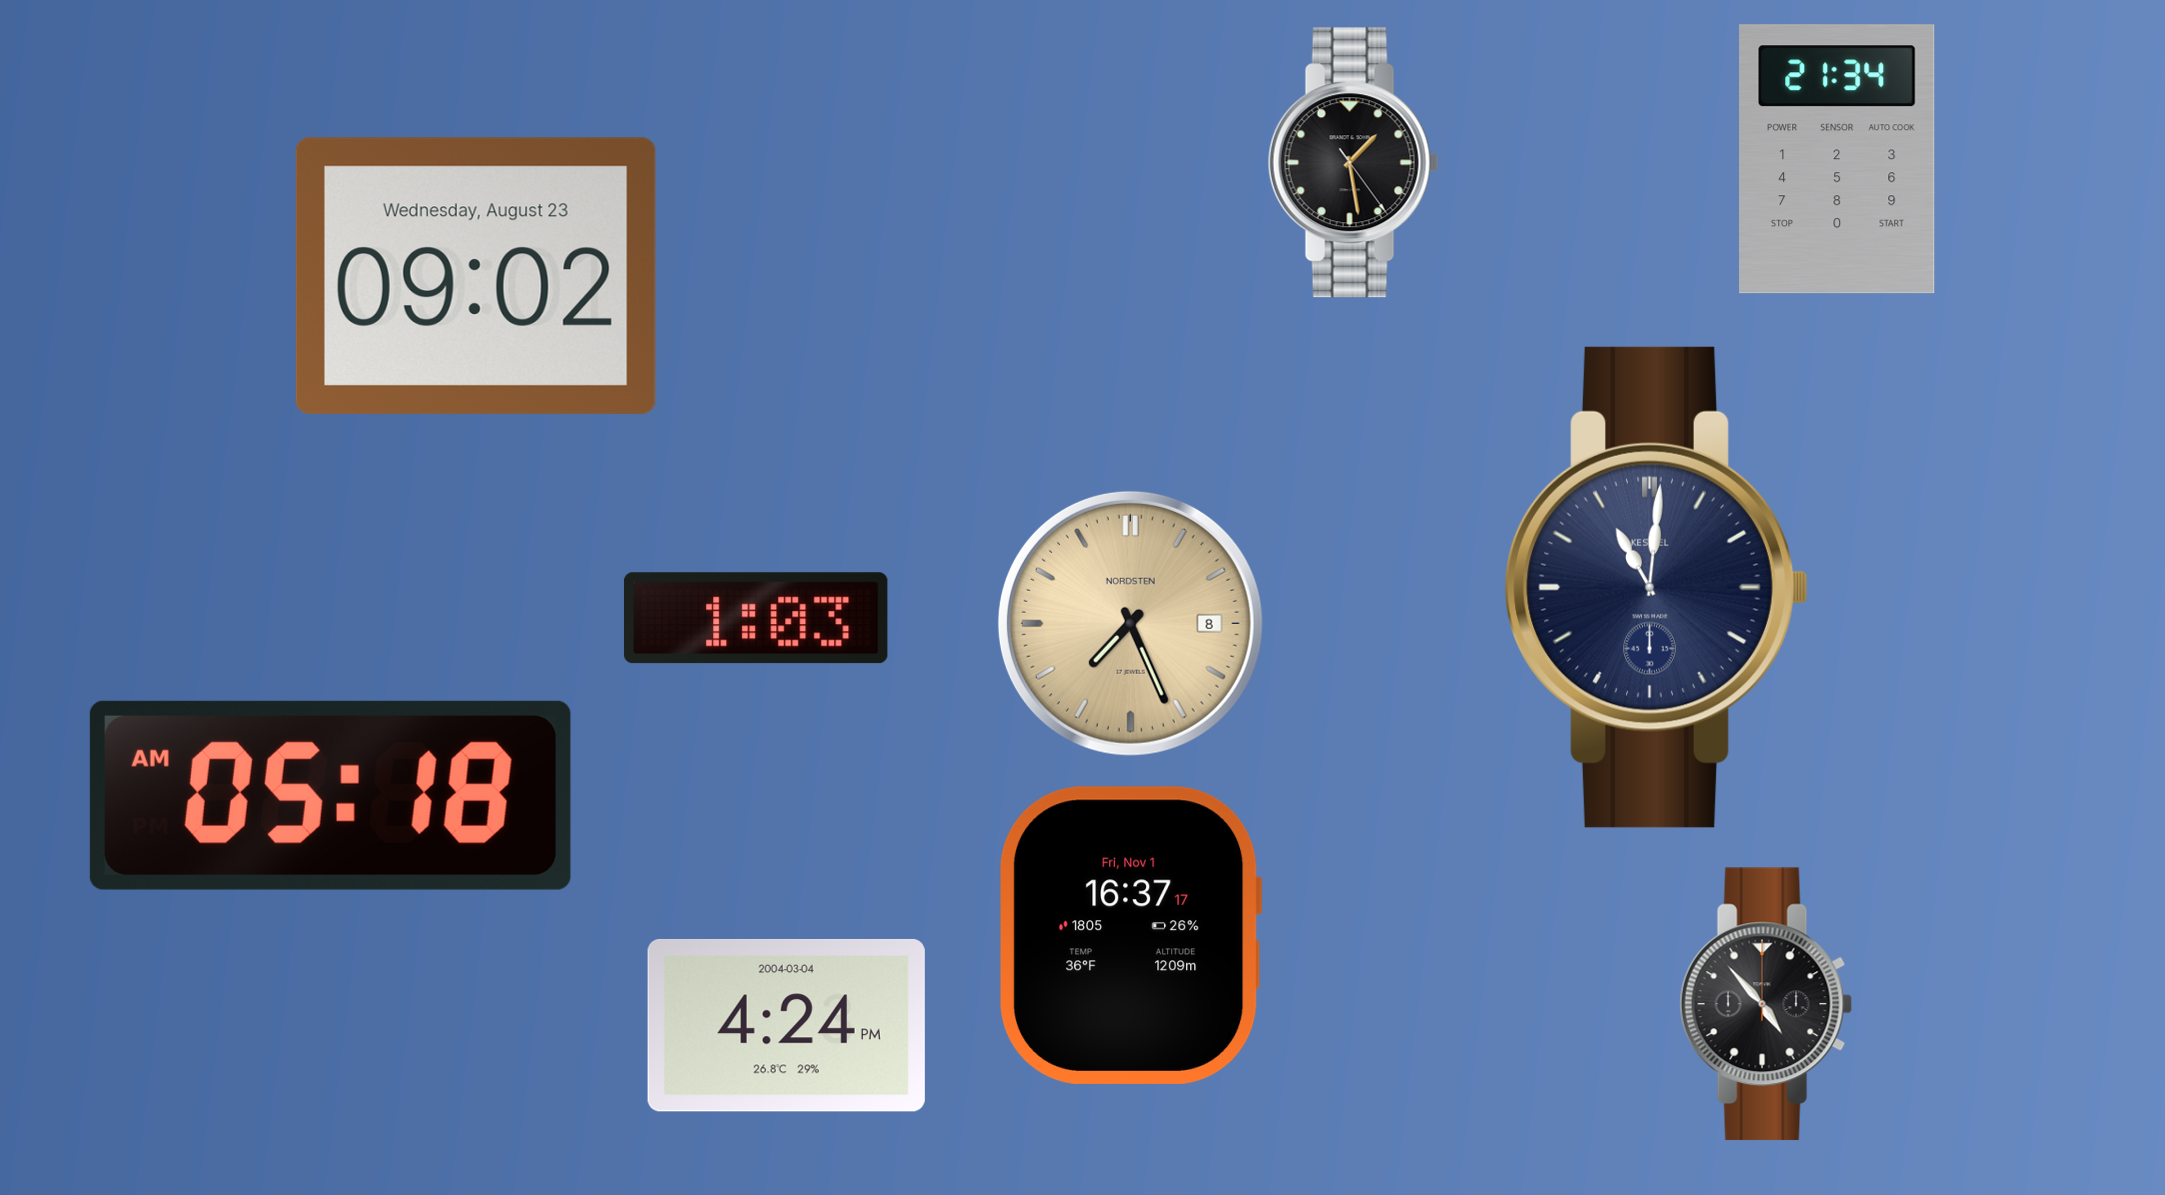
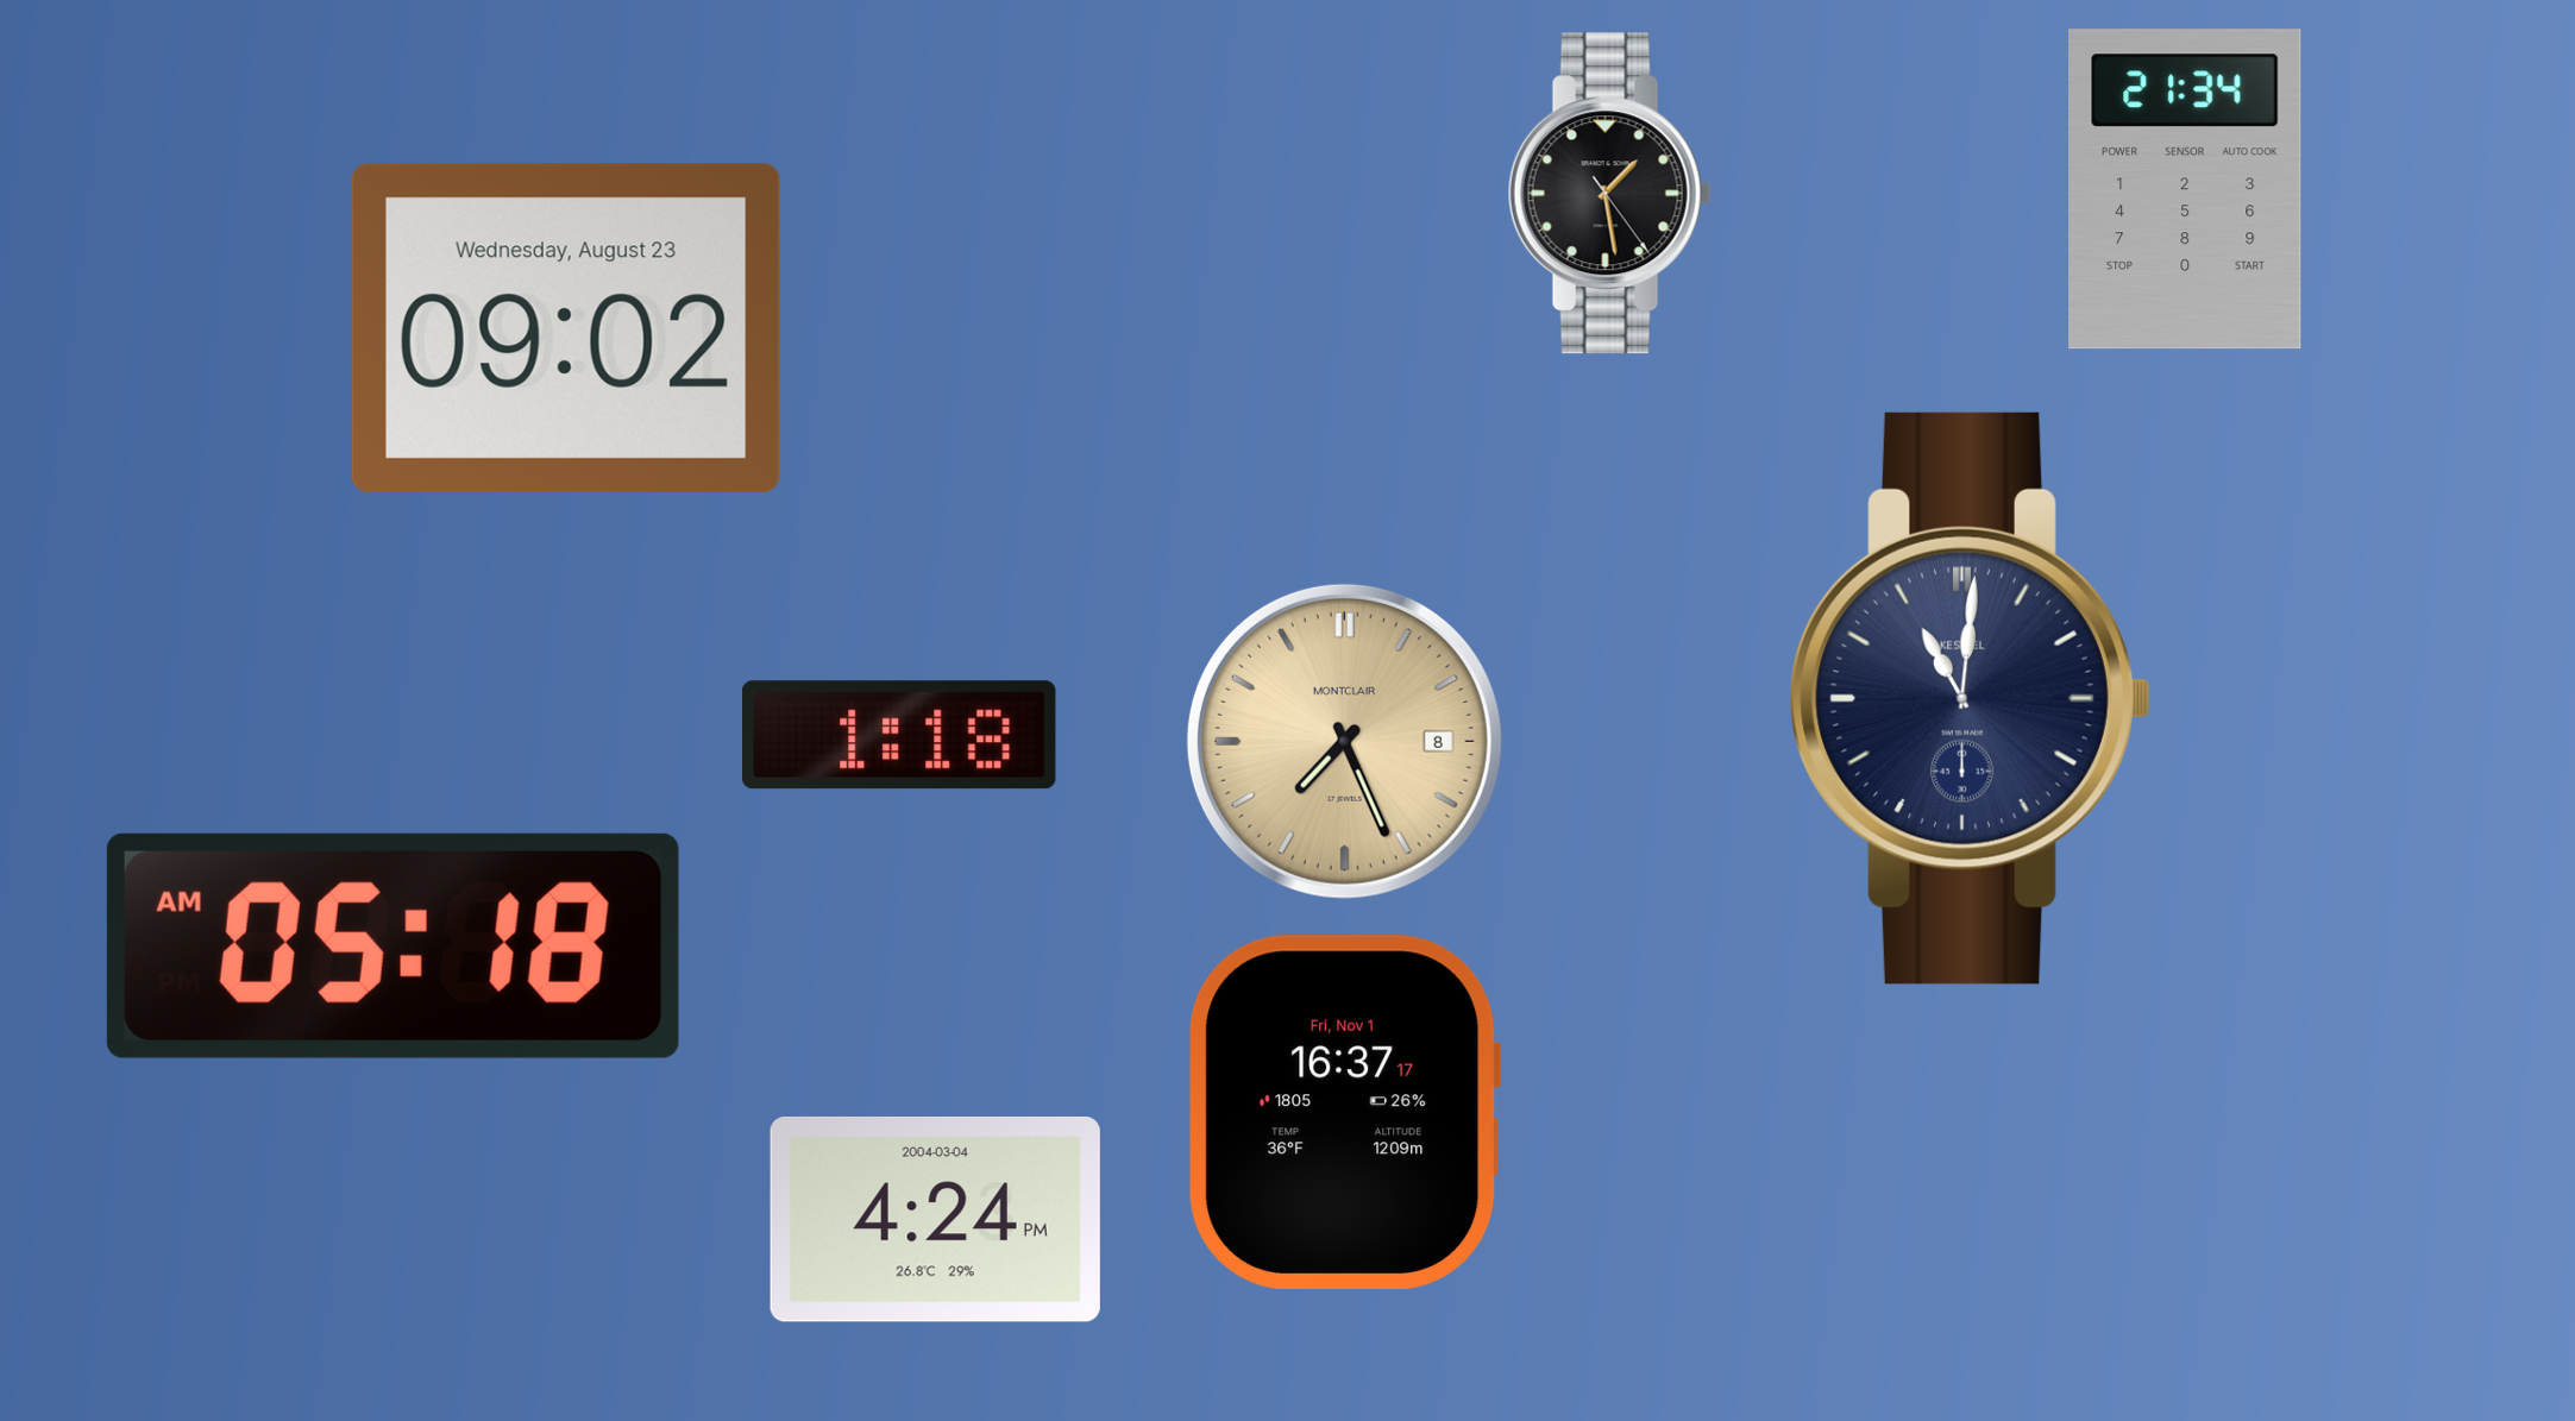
clock at (756, 618): 1:03 -> 1:18
clock at (1130, 623) brand: NORDSTEN -> MONTCLAIR
clock at (1766, 1004): 4:53 -> none
